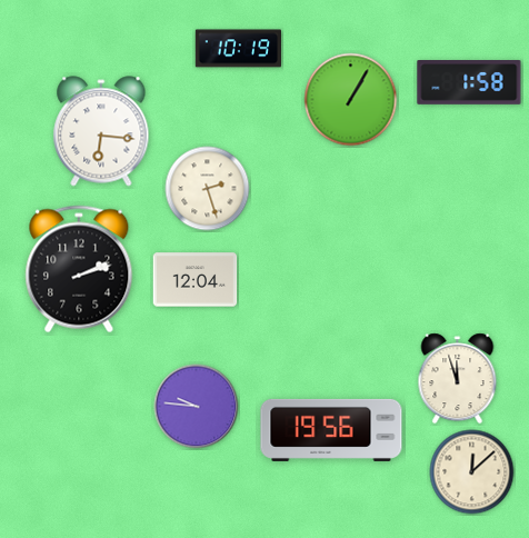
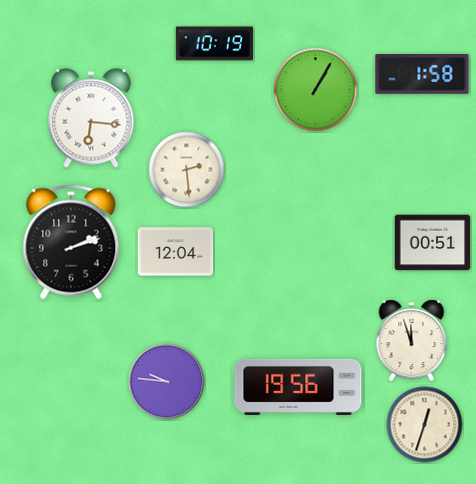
clock at (208, 189): 2:27 -> 2:29
clock at (433, 243): none -> 00:51
clock at (197, 407) position: (197, 407) -> (167, 382)
clock at (472, 472): 12:08 -> 12:33
